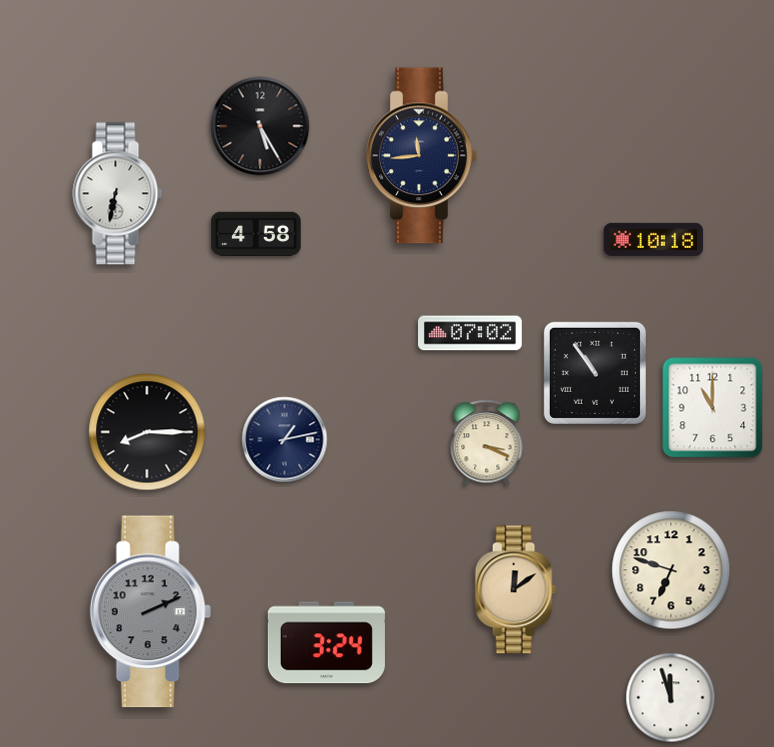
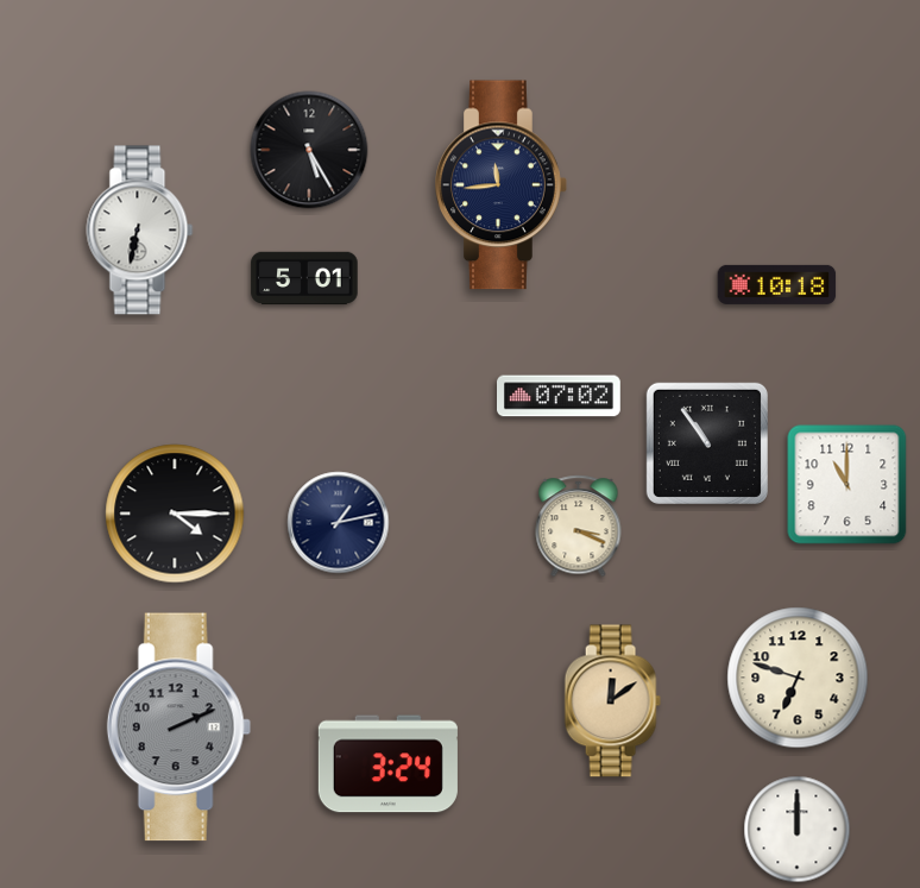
clock at (256, 234): 4:58 -> 5:01
clock at (147, 432): 8:15 -> 4:15
clock at (671, 698): 11:57 -> 12:00
